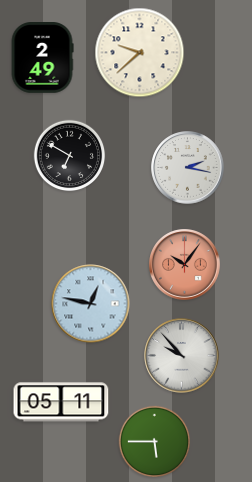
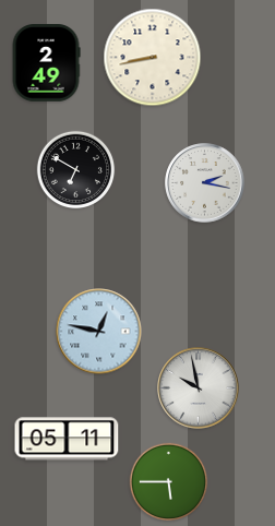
clock at (140, 53): 9:38 -> 8:43
clock at (185, 265): 10:06 -> none
clock at (182, 356): 9:53 -> 9:58
